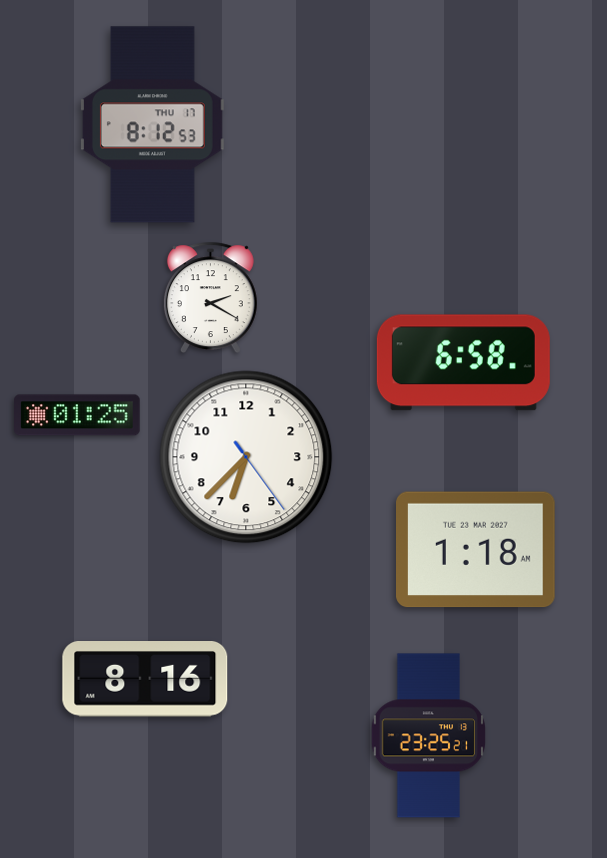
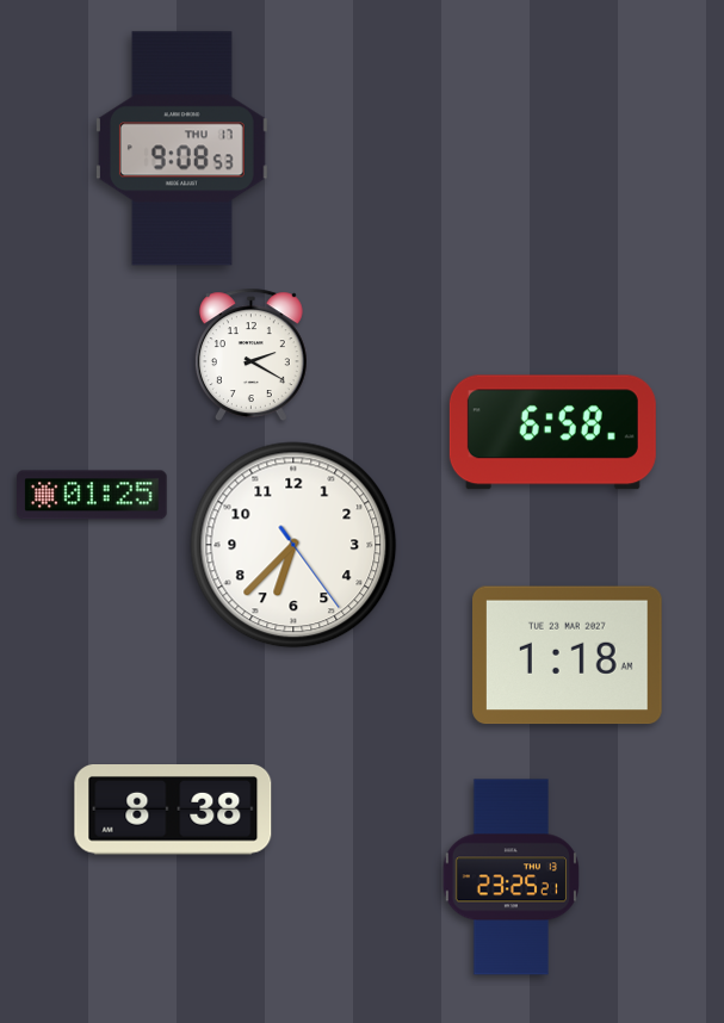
clock at (152, 125): 8:12 -> 9:08
clock at (145, 680): 8:16 -> 8:38
